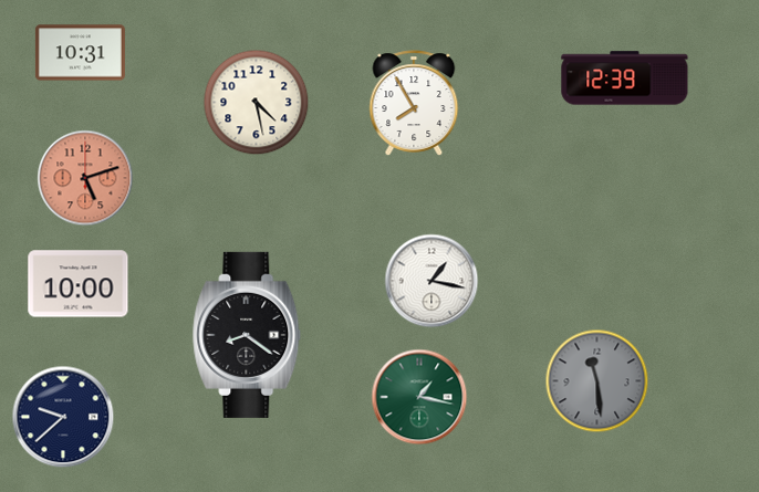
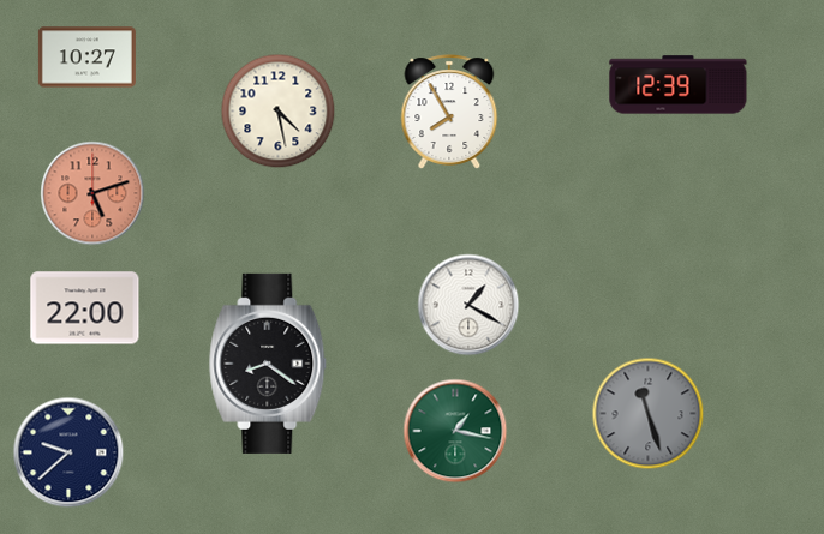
clock at (80, 53): 10:31 -> 10:27
clock at (432, 281): 1:17 -> 1:20
clock at (79, 284): 10:00 -> 22:00
clock at (597, 381): 11:29 -> 11:27
